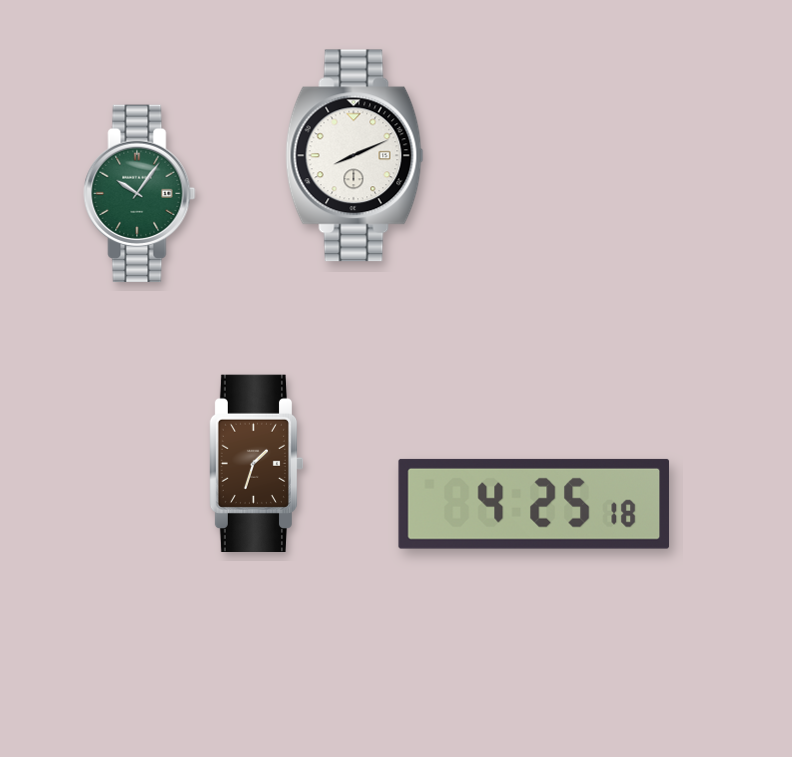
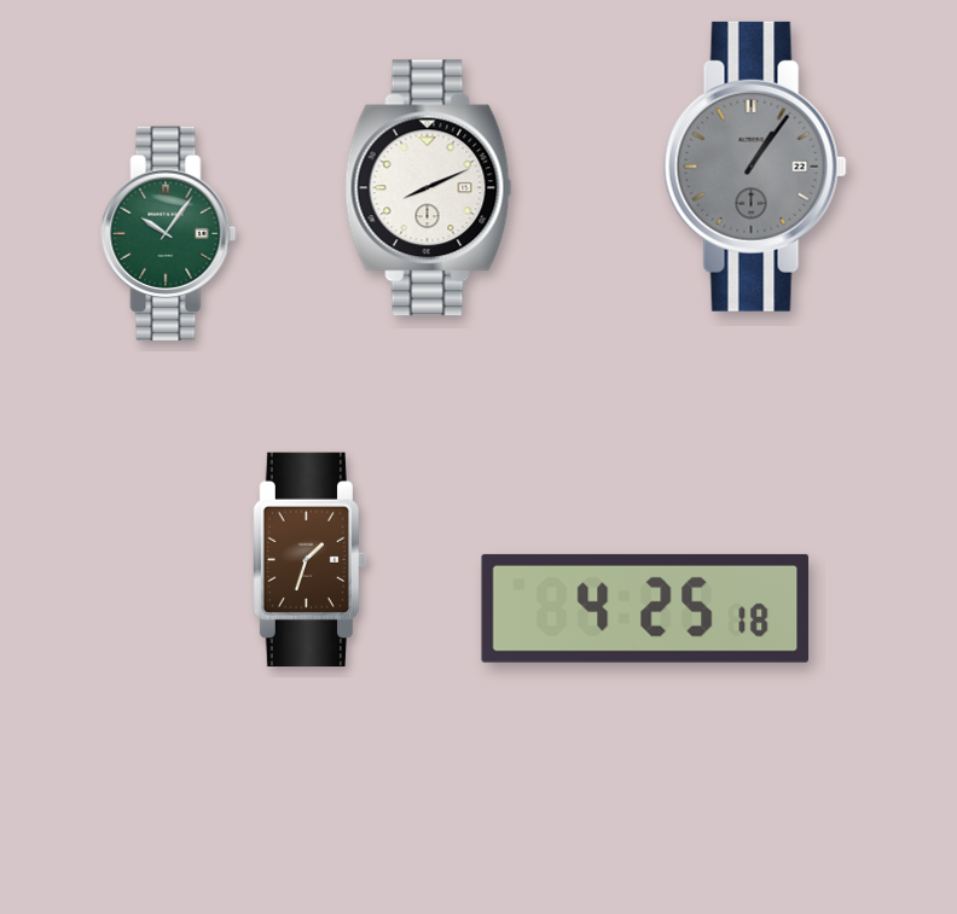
clock at (755, 167): none -> 1:06
